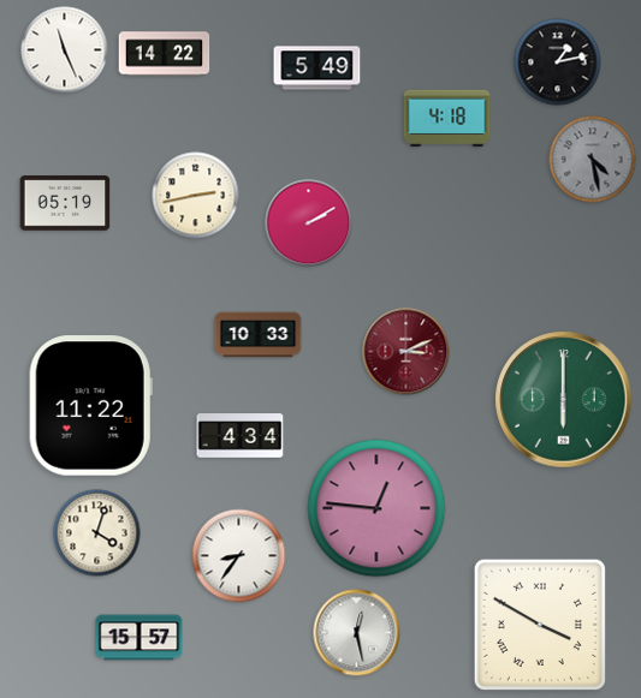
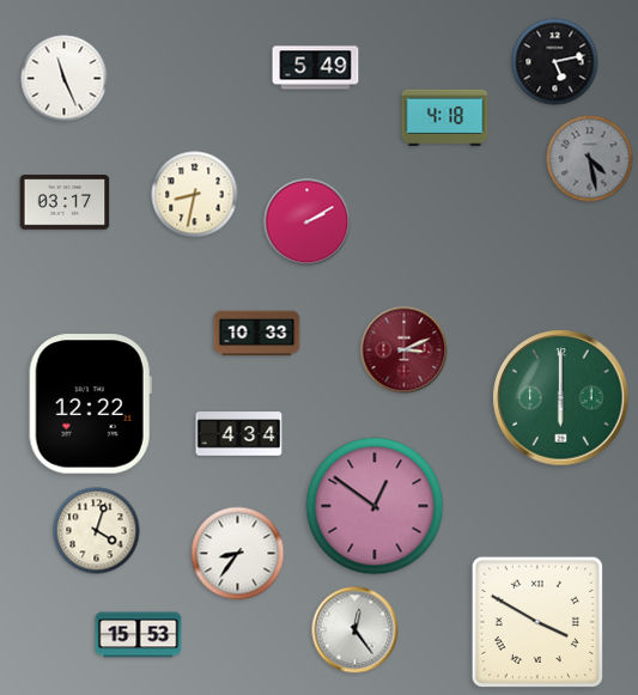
clock at (65, 50) position: (65, 50) -> (65, 79)
clock at (165, 54): 14:22 -> none
clock at (558, 62): 1:13 -> 5:13
clock at (196, 196): 2:43 -> 8:32
clock at (65, 203): 05:19 -> 03:17
clock at (90, 406): 11:22 -> 12:22
clock at (376, 508): 12:46 -> 12:51
clock at (357, 633): 12:28 -> 12:24
clock at (140, 638): 15:57 -> 15:53
